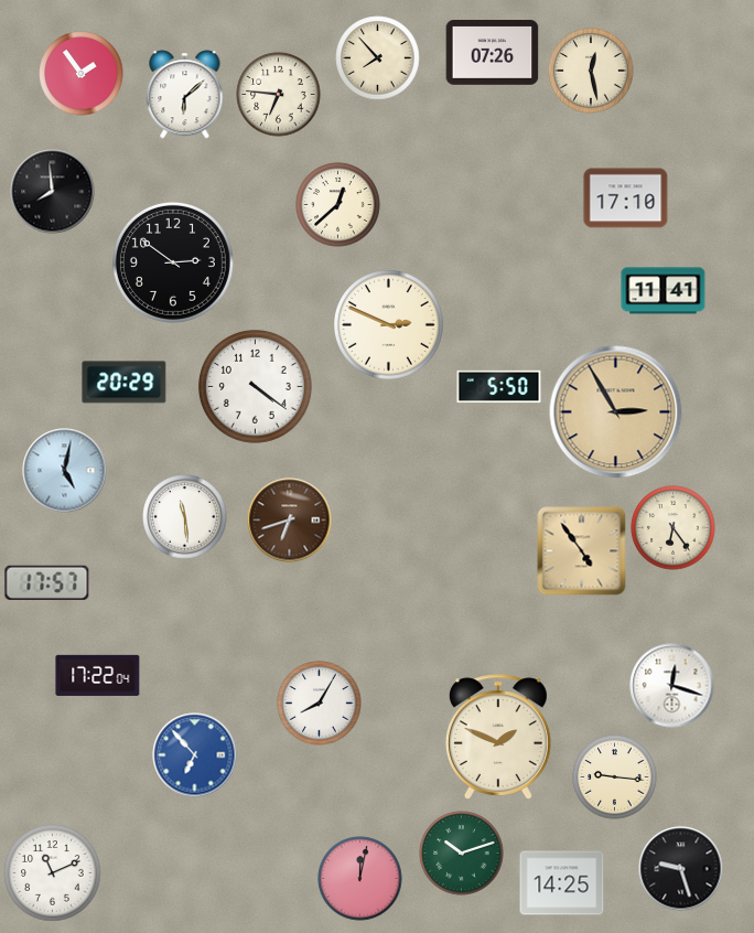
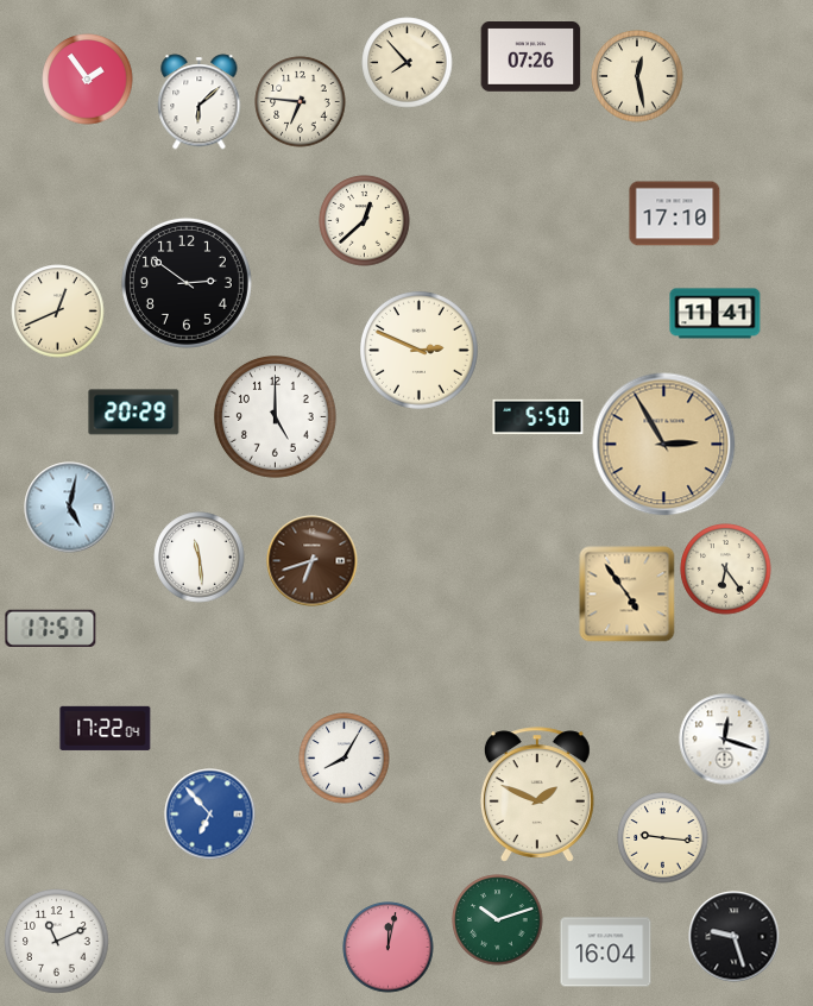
clock at (53, 192): 7:59 -> none
clock at (58, 312): none -> 12:41
clock at (255, 386): 4:21 -> 5:00
clock at (562, 883): 14:25 -> 16:04
